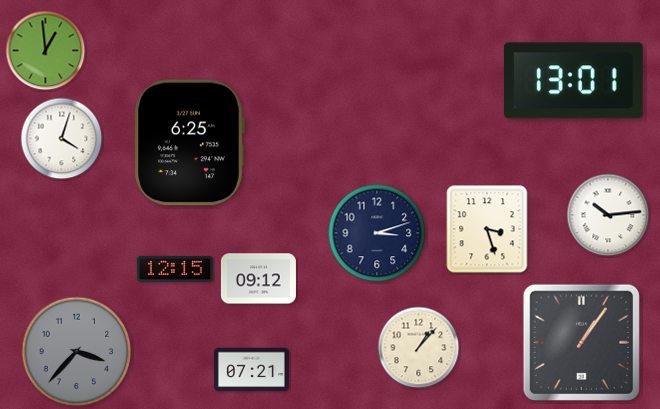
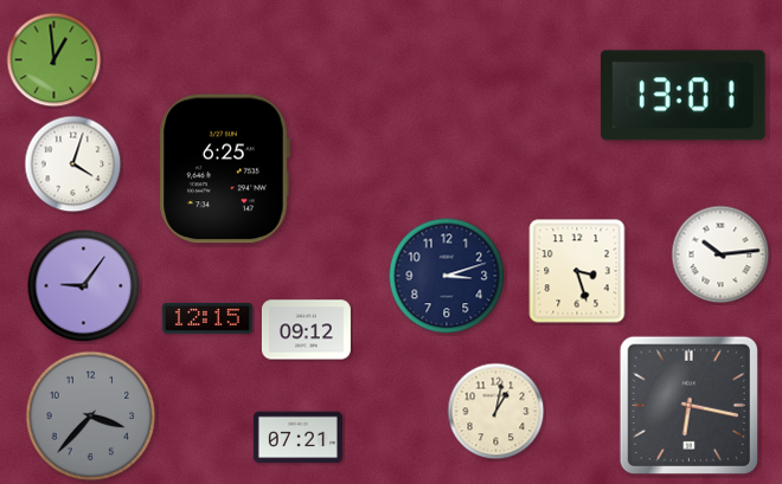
clock at (574, 81) position: (574, 81) -> (684, 96)
clock at (84, 286): none -> 9:06
clock at (581, 342): 1:06 -> 6:17
clock at (419, 348): 1:07 -> 1:02
